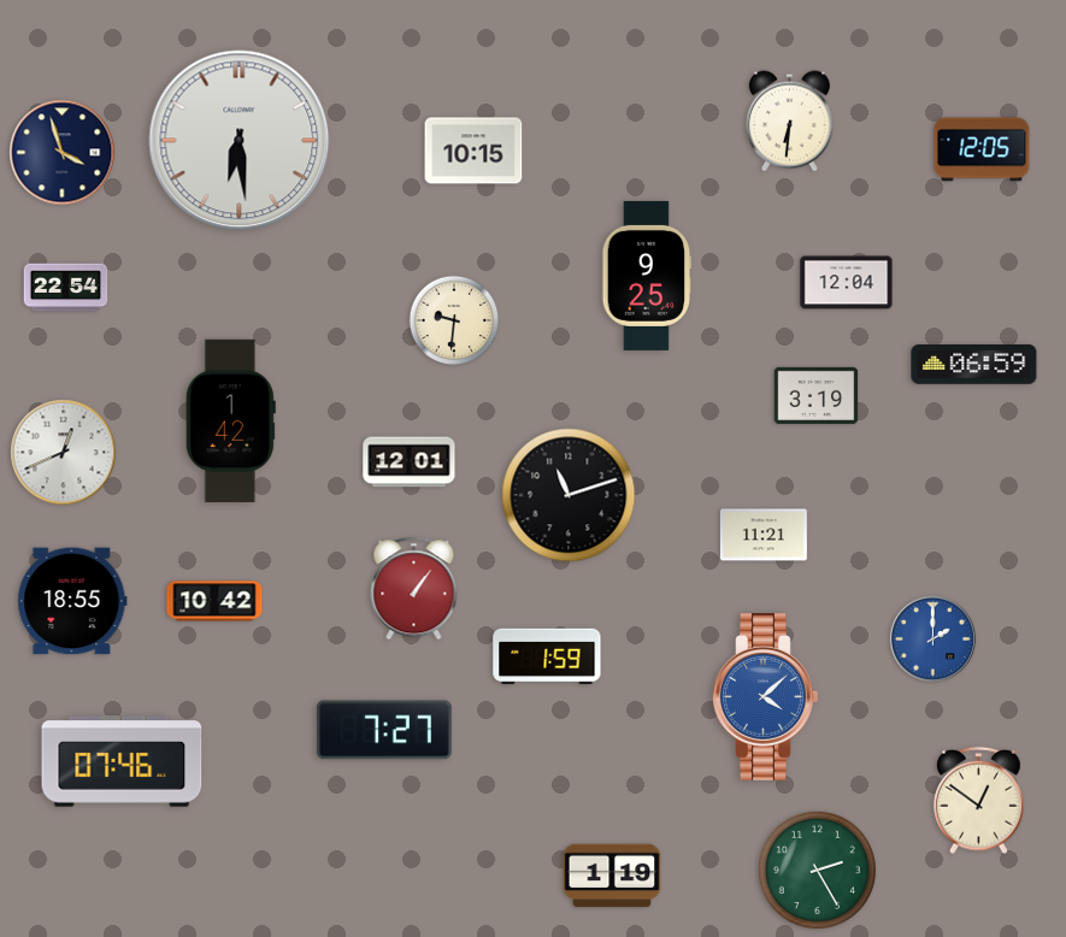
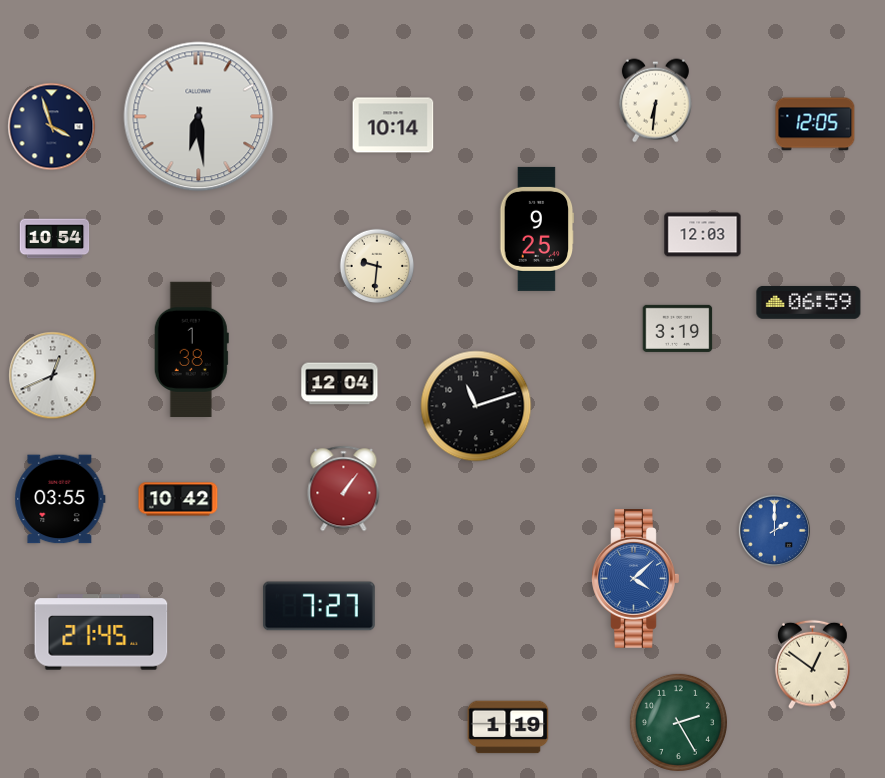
clock at (473, 151): 10:15 -> 10:14
clock at (847, 283): 12:04 -> 12:03
clock at (66, 288): 22:54 -> 10:54
clock at (230, 420): 1:42 -> 1:38
clock at (410, 462): 12:01 -> 12:04
clock at (569, 495) position: (569, 495) -> (476, 406)
clock at (764, 535): 11:21 -> none
clock at (72, 601): 18:55 -> 03:55
clock at (547, 656): 1:59 -> none
clock at (122, 761): 07:46 -> 21:45
